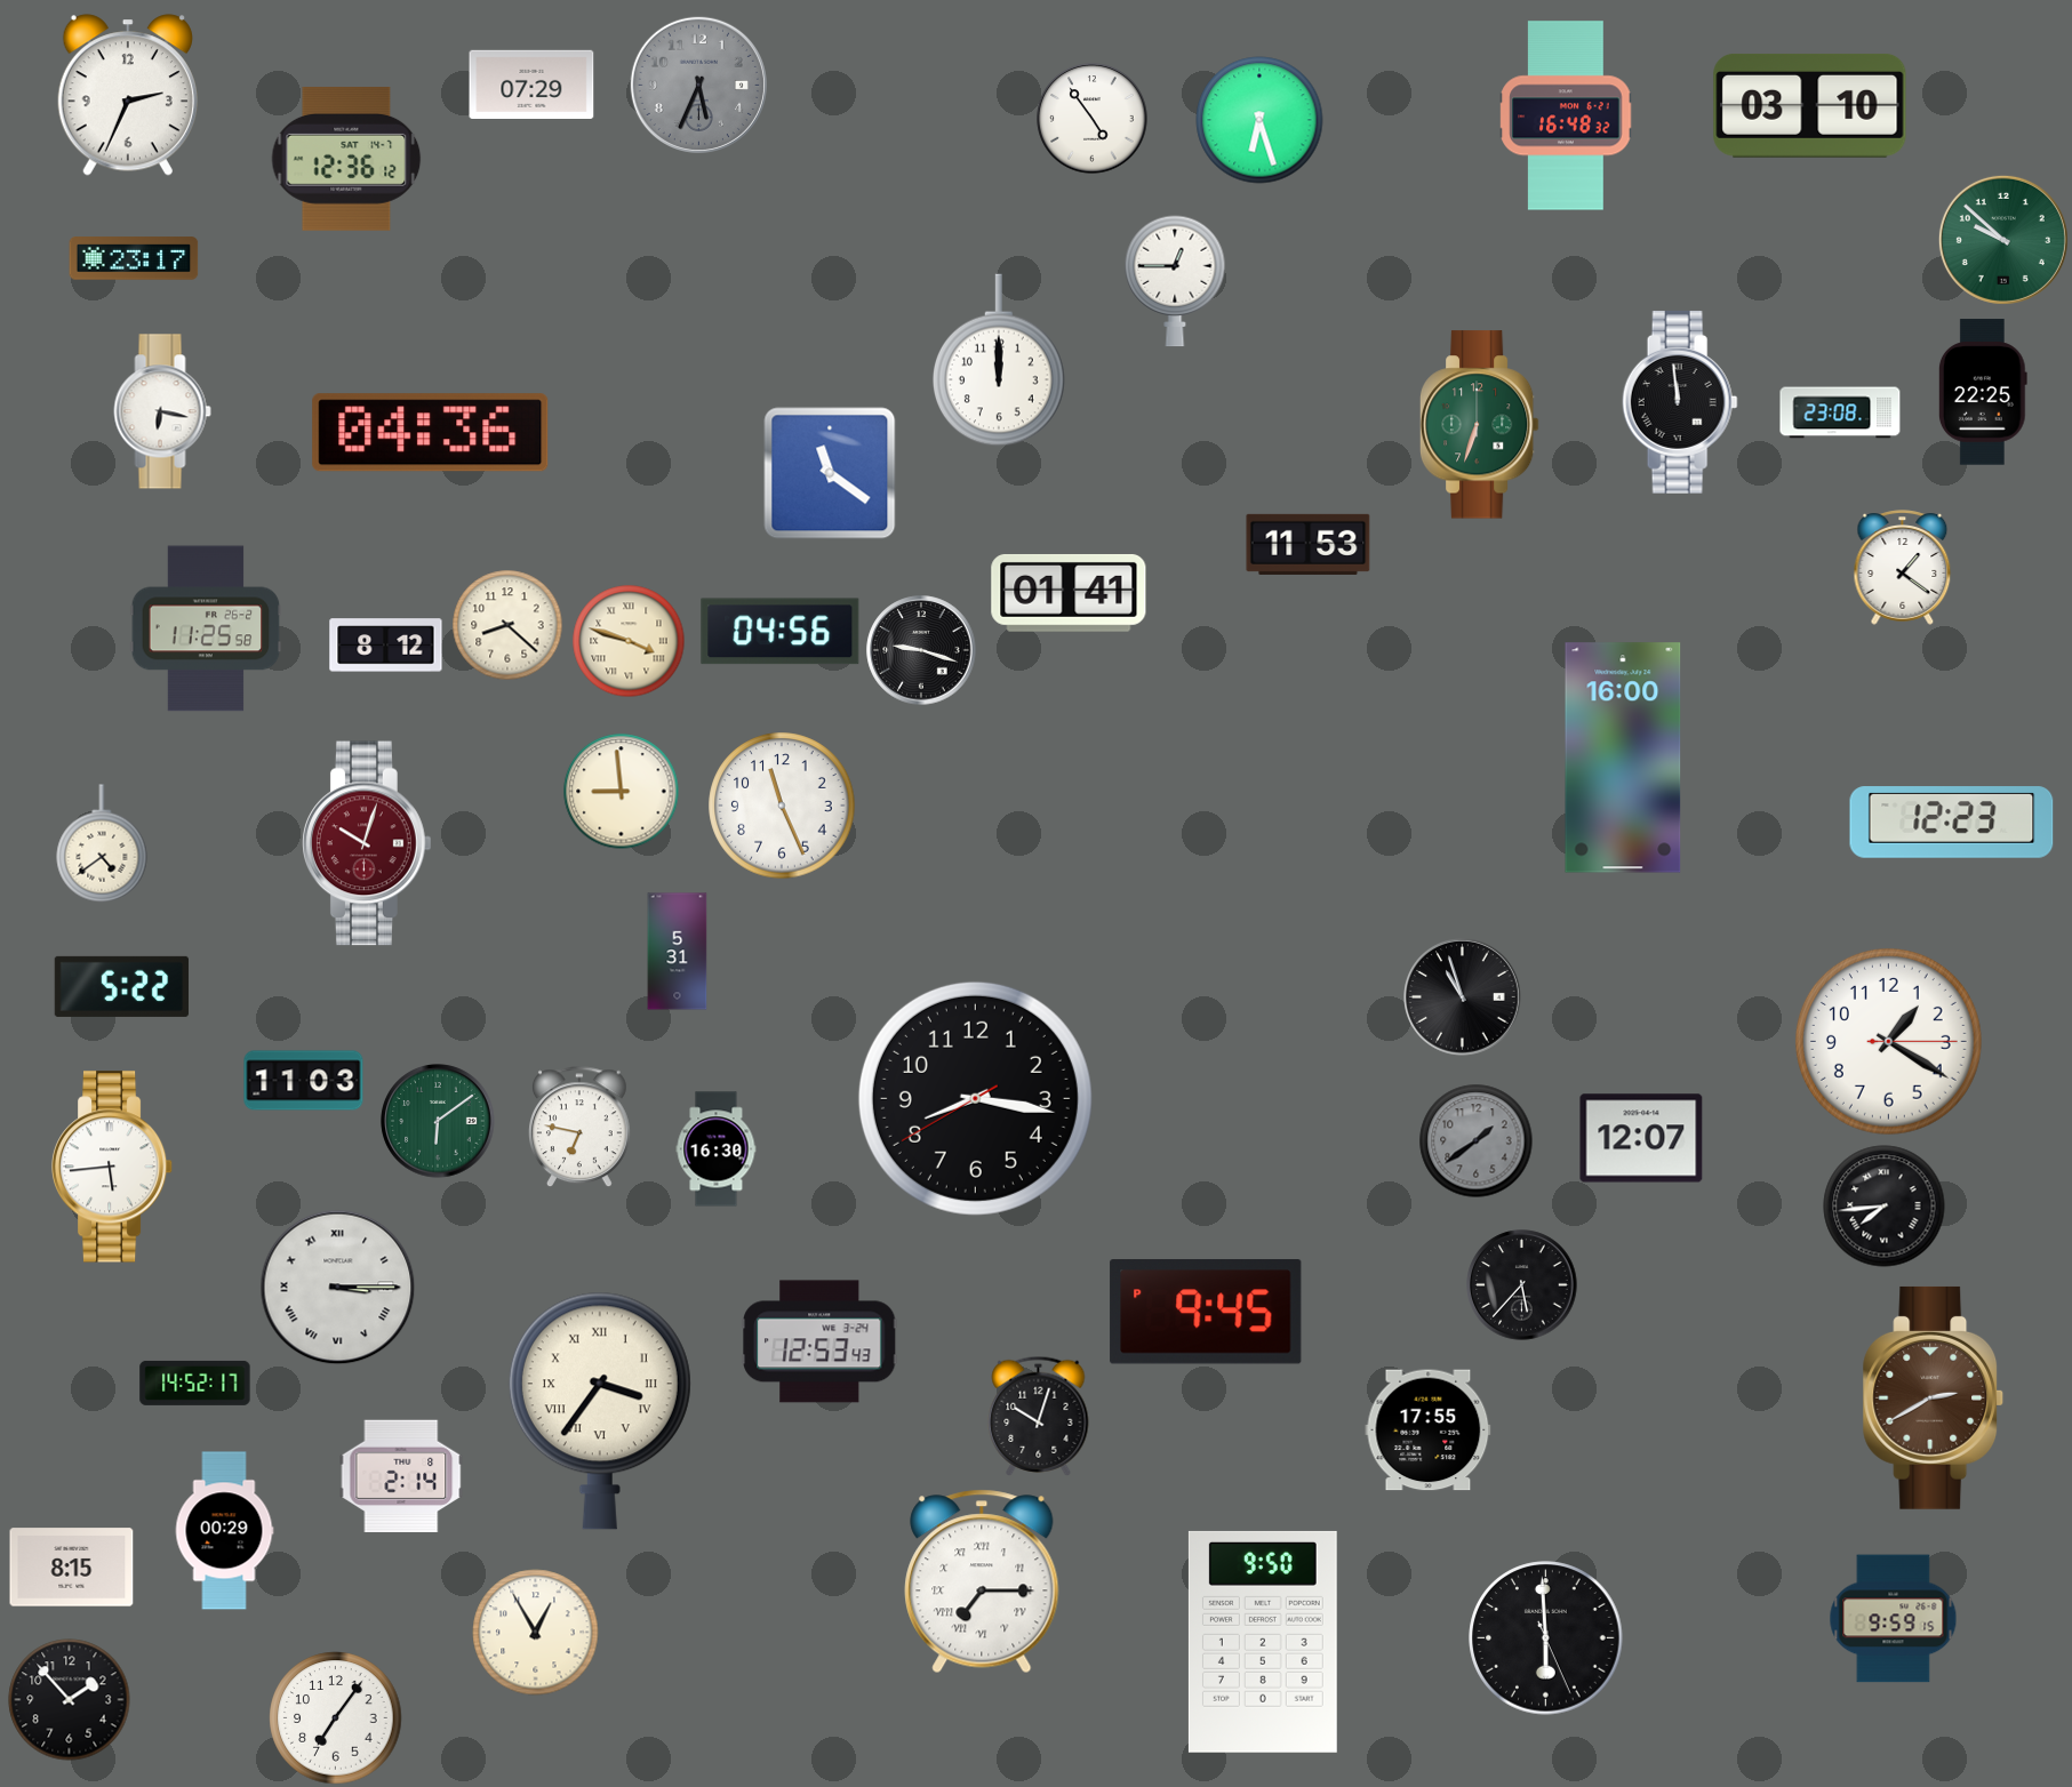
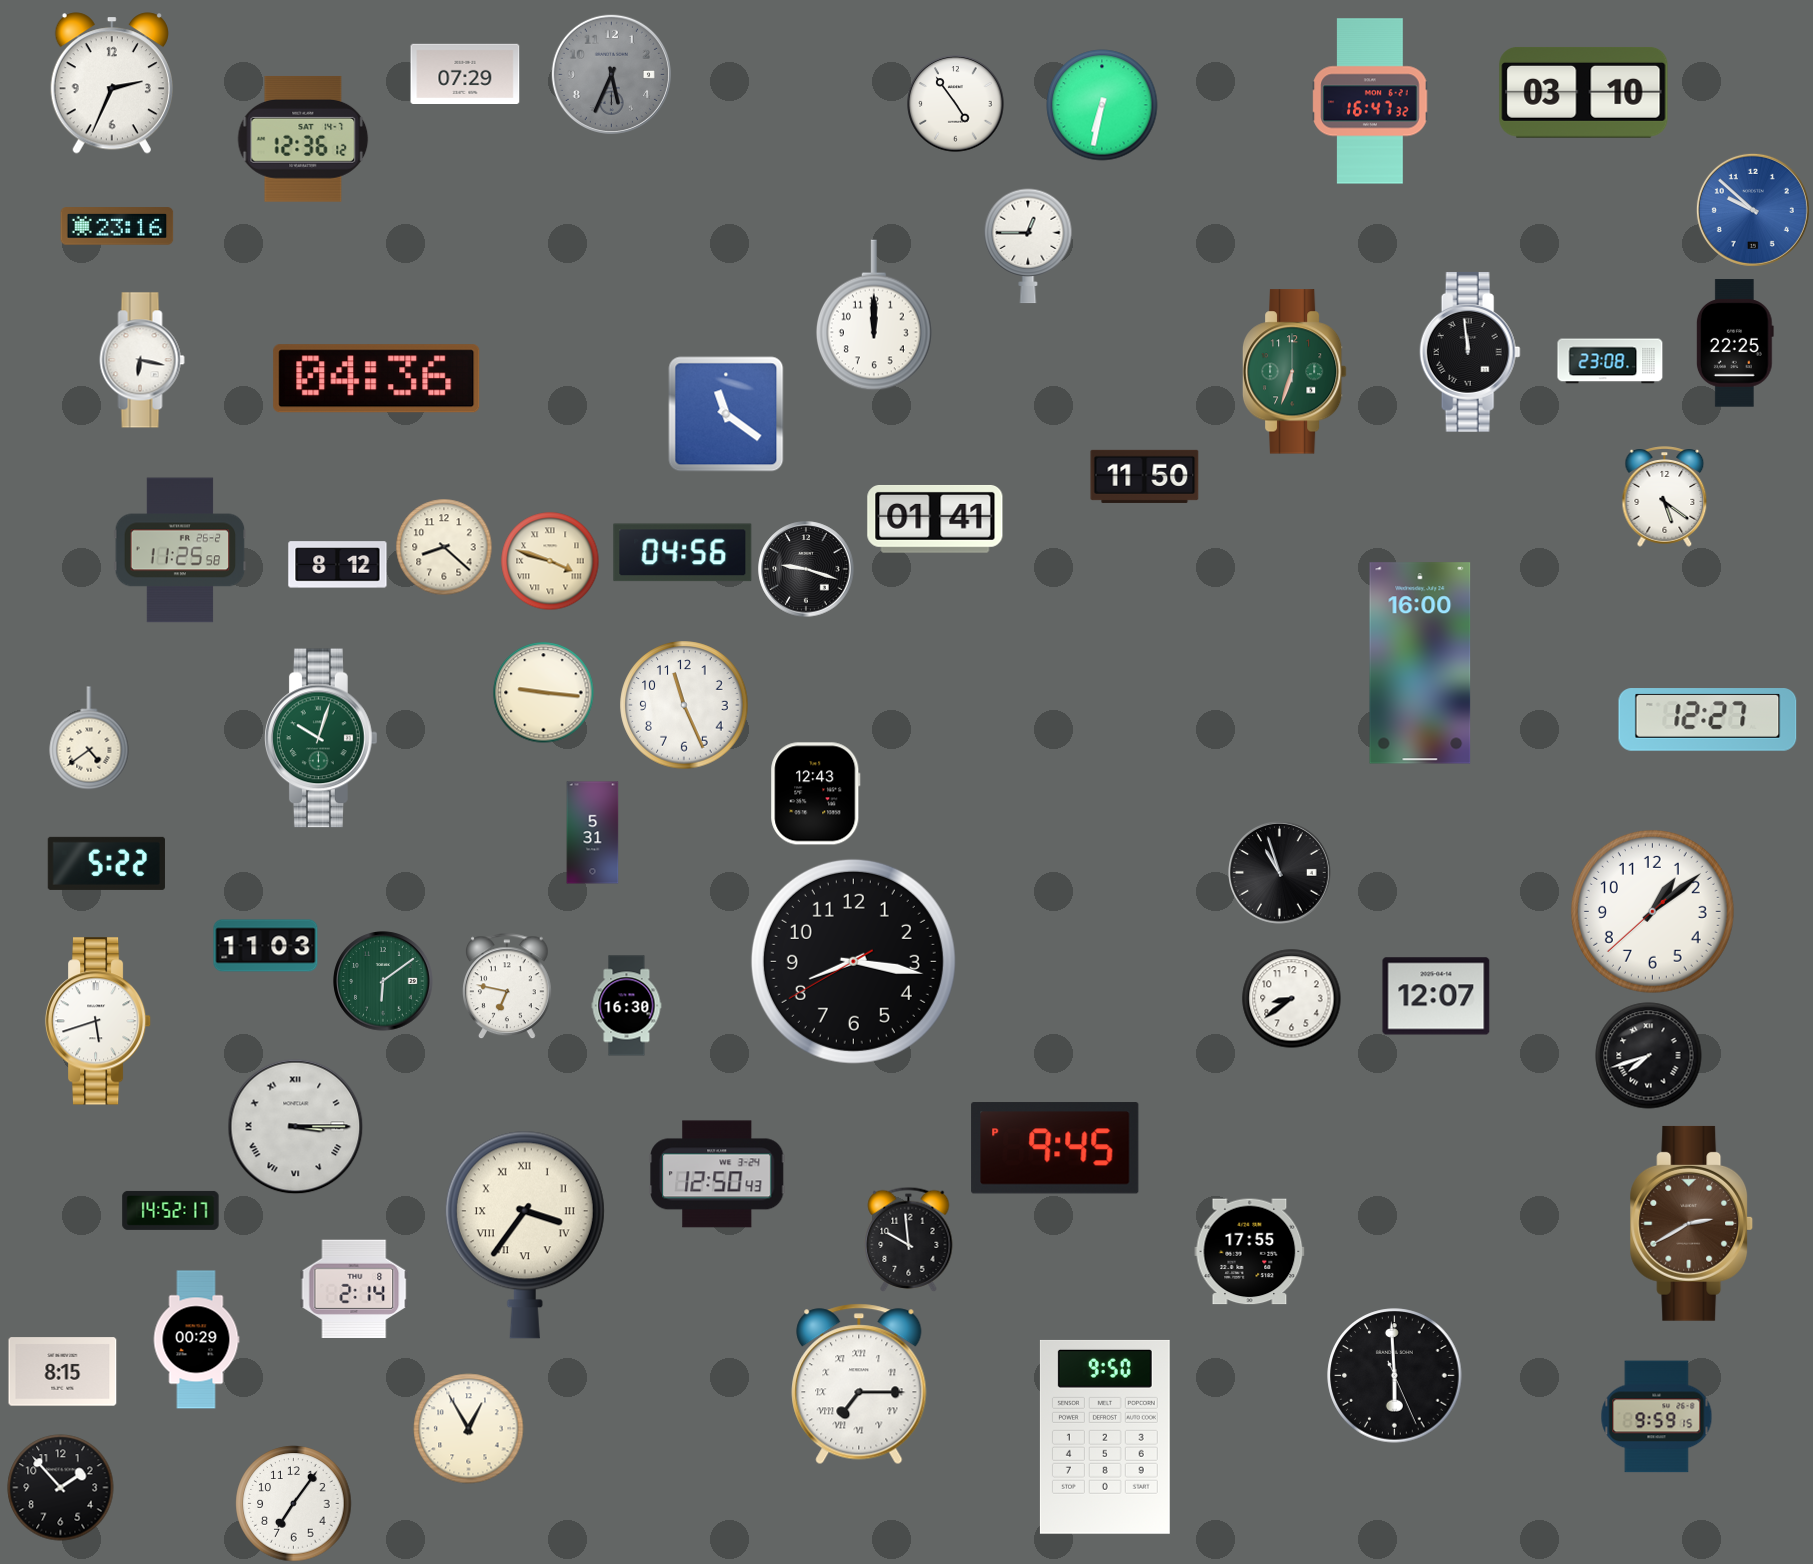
clock at (1566, 115): 16:48 -> 16:47
clock at (1259, 120): 6:27 -> 6:32
clock at (2003, 240) dial: green -> blue
clock at (134, 258): 23:17 -> 23:16
clock at (1309, 544): 11:53 -> 11:50
clock at (1903, 568): 1:21 -> 5:21
clock at (622, 792): 8:59 -> 9:16
clock at (1952, 823): 12:23 -> 12:27
clock at (368, 843) dial: burgundy -> green
clock at (816, 794): none -> 12:43
clock at (1888, 1041): 1:20 -> 1:08
clock at (1477, 1141): 1:39 -> 8:39
clock at (1477, 1141) dial: grey -> white
clock at (112, 1167): 5:44 -> 5:42
clock at (1885, 1207): 7:44 -> 7:42
clock at (1522, 1285): 5:37 -> none
clock at (819, 1341): 12:53 -> 12:50
clock at (1039, 1416): 10:03 -> 9:59
clock at (401, 1476) position: (401, 1476) -> (354, 1289)
clock at (1546, 1638) position: (1546, 1638) -> (1395, 1376)
